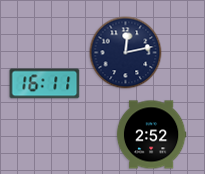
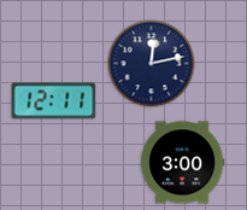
clock at (45, 84): 16:11 -> 12:11
clock at (151, 135): 2:52 -> 3:00
